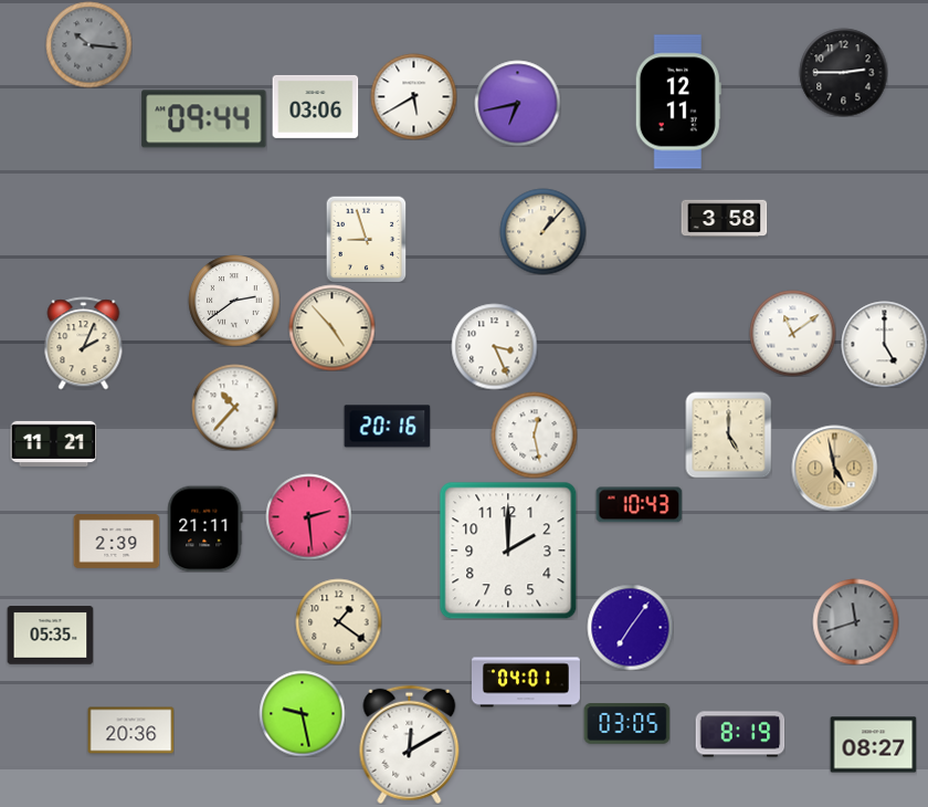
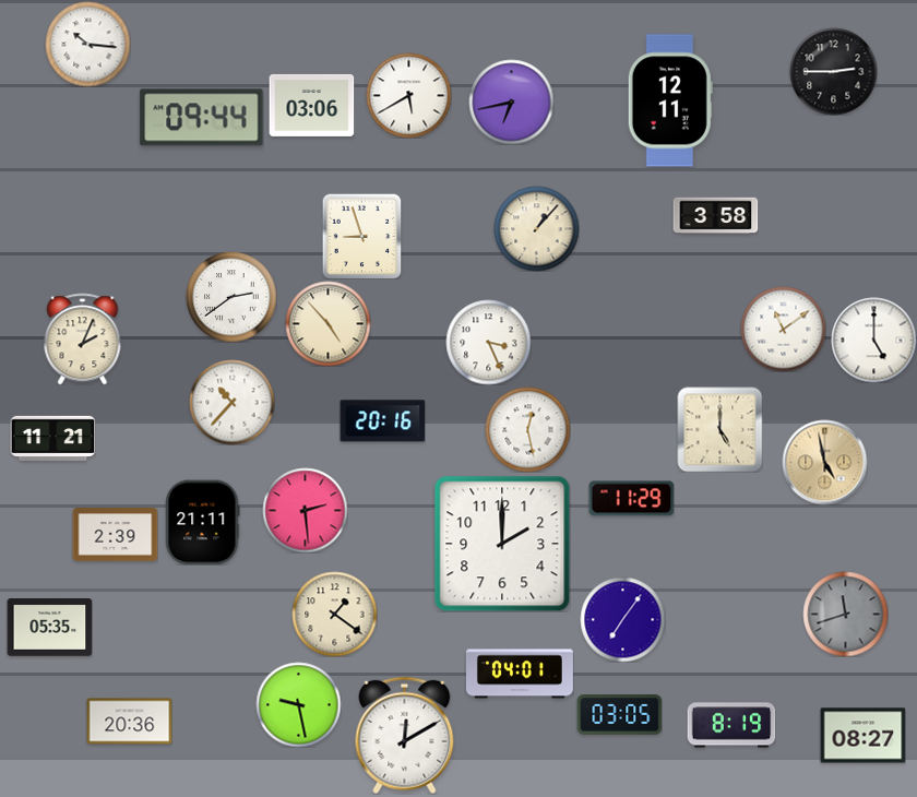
clock at (88, 44) dial: grey -> white
clock at (639, 505): 10:43 -> 11:29
